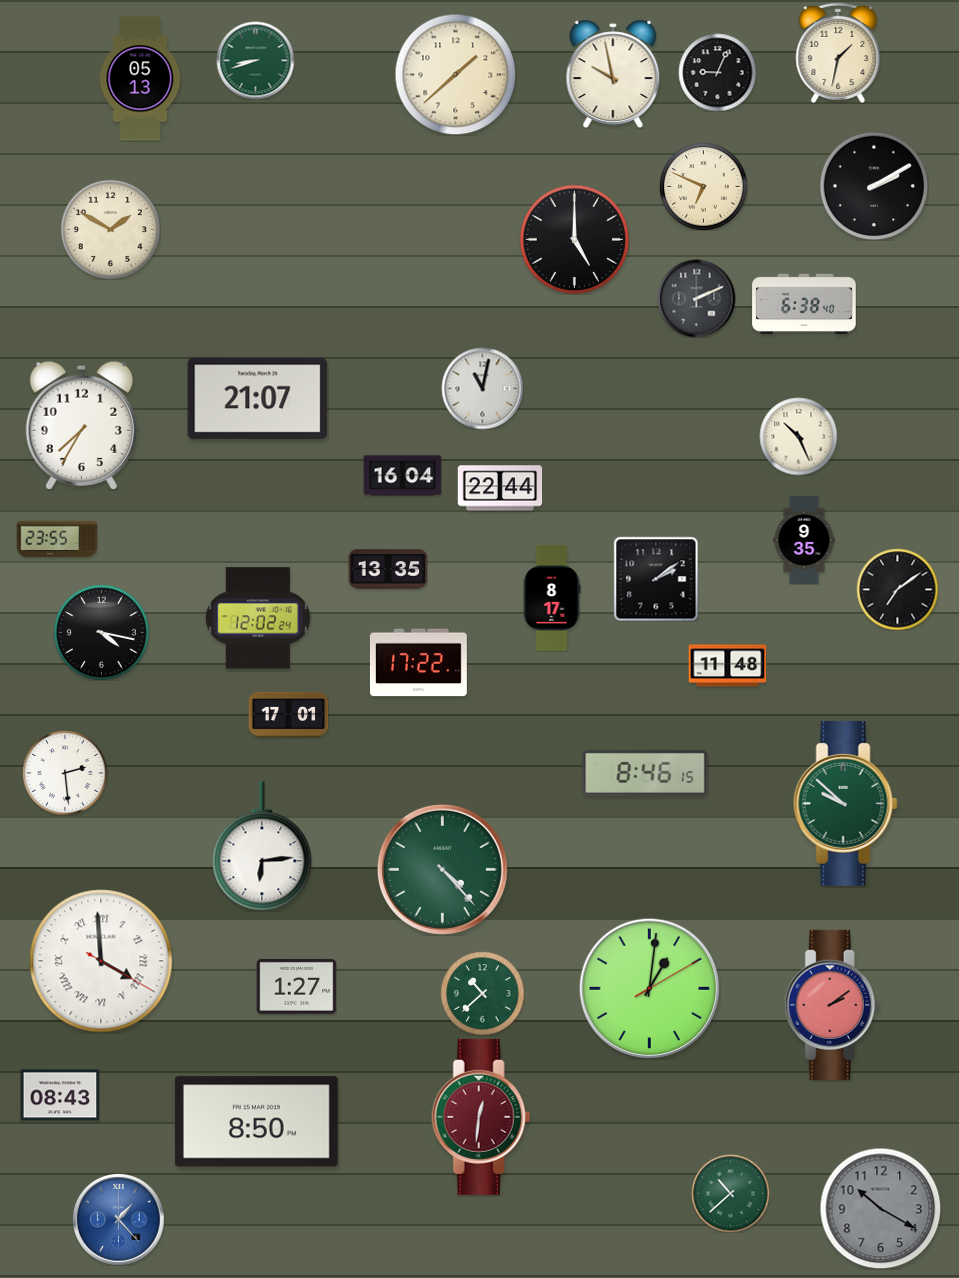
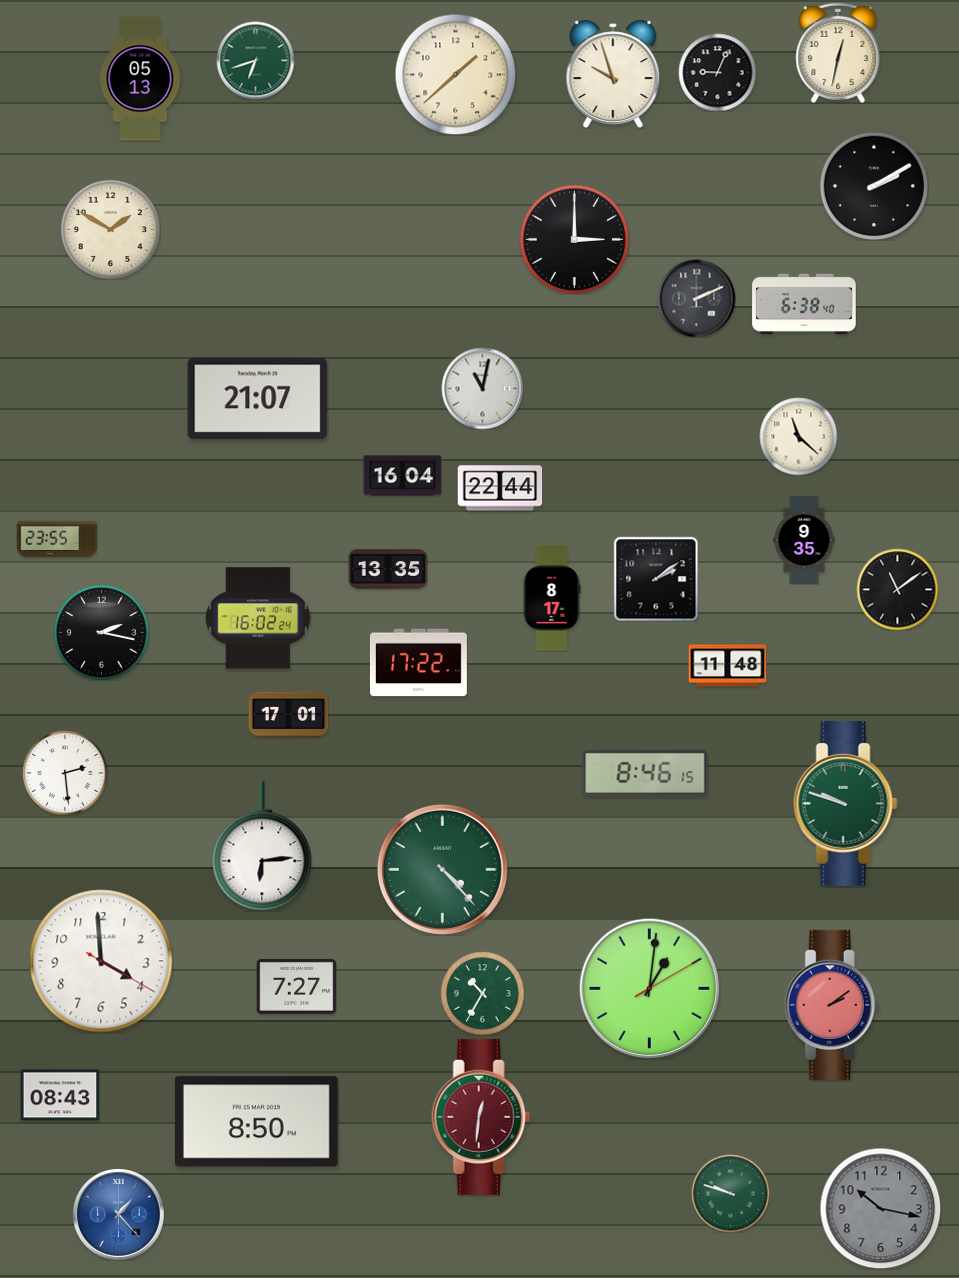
clock at (838, 53): 1:32 -> 12:32
clock at (255, 60): 8:42 -> 6:42
clock at (613, 74): 9:58 -> 9:57
clock at (703, 186): 6:49 -> none
clock at (574, 239): 5:00 -> 3:00
clock at (81, 425): 7:35 -> none
clock at (798, 436): 10:26 -> 11:22
clock at (897, 589): 7:09 -> 11:09
clock at (258, 618): 12:02 -> 16:02
clock at (101, 632): 4:17 -> 2:17
clock at (845, 804): 9:52 -> 9:48
clock at (101, 961) numerals: Roman -> Arabic
clock at (296, 986): 1:27 -> 7:27
clock at (482, 993): 10:38 -> 10:35
clock at (730, 1193): 10:38 -> 9:48
clock at (880, 1208): 10:20 -> 10:17
clock at (119, 1220) position: (119, 1220) -> (119, 1215)
